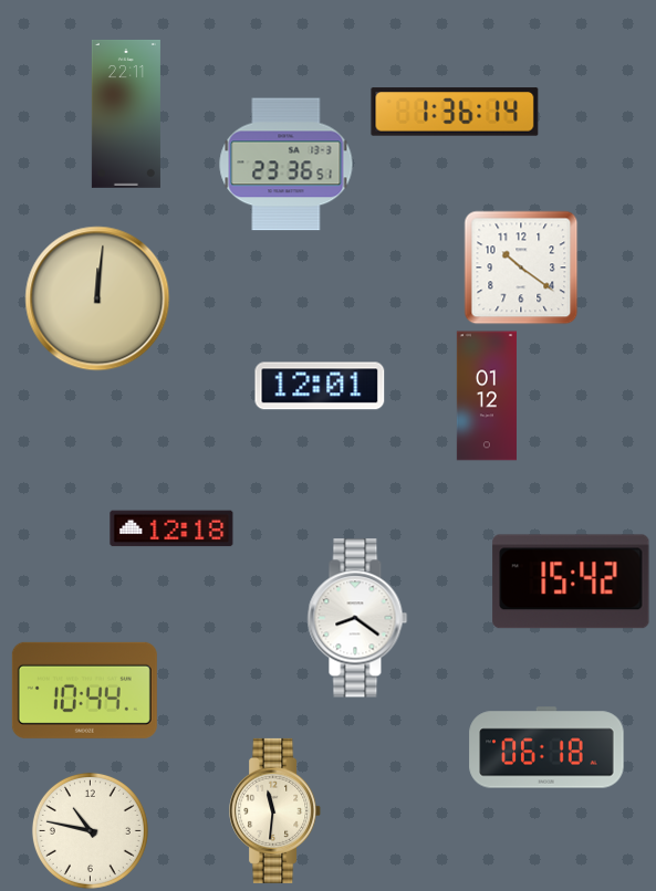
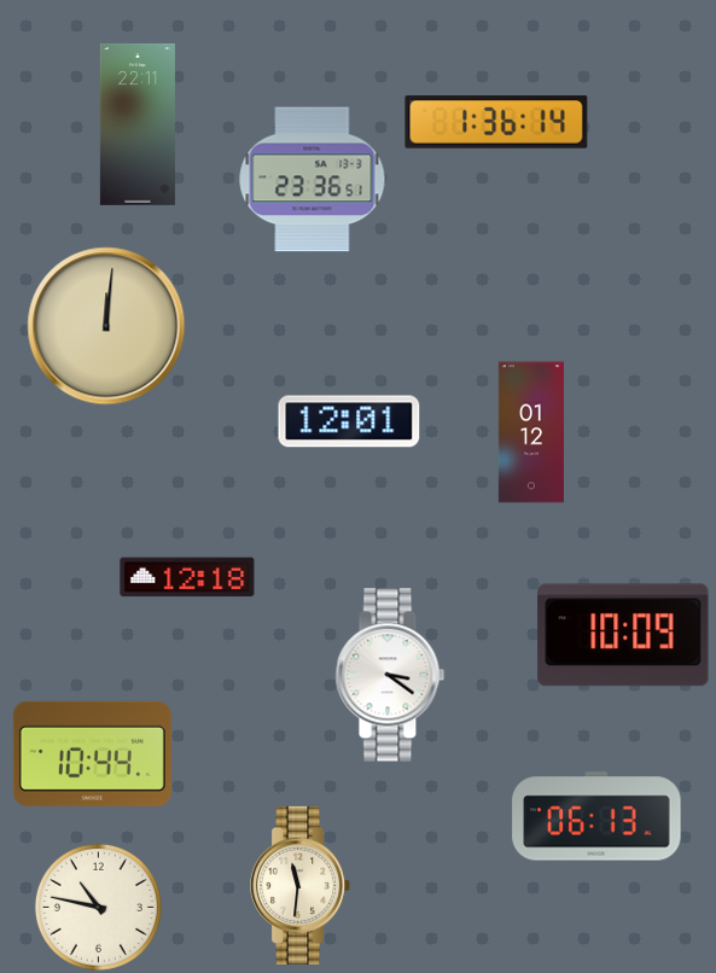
clock at (521, 268): 10:21 -> none
clock at (571, 581): 15:42 -> 10:09
clock at (357, 618): 8:21 -> 3:21
clock at (546, 747): 06:18 -> 06:13
